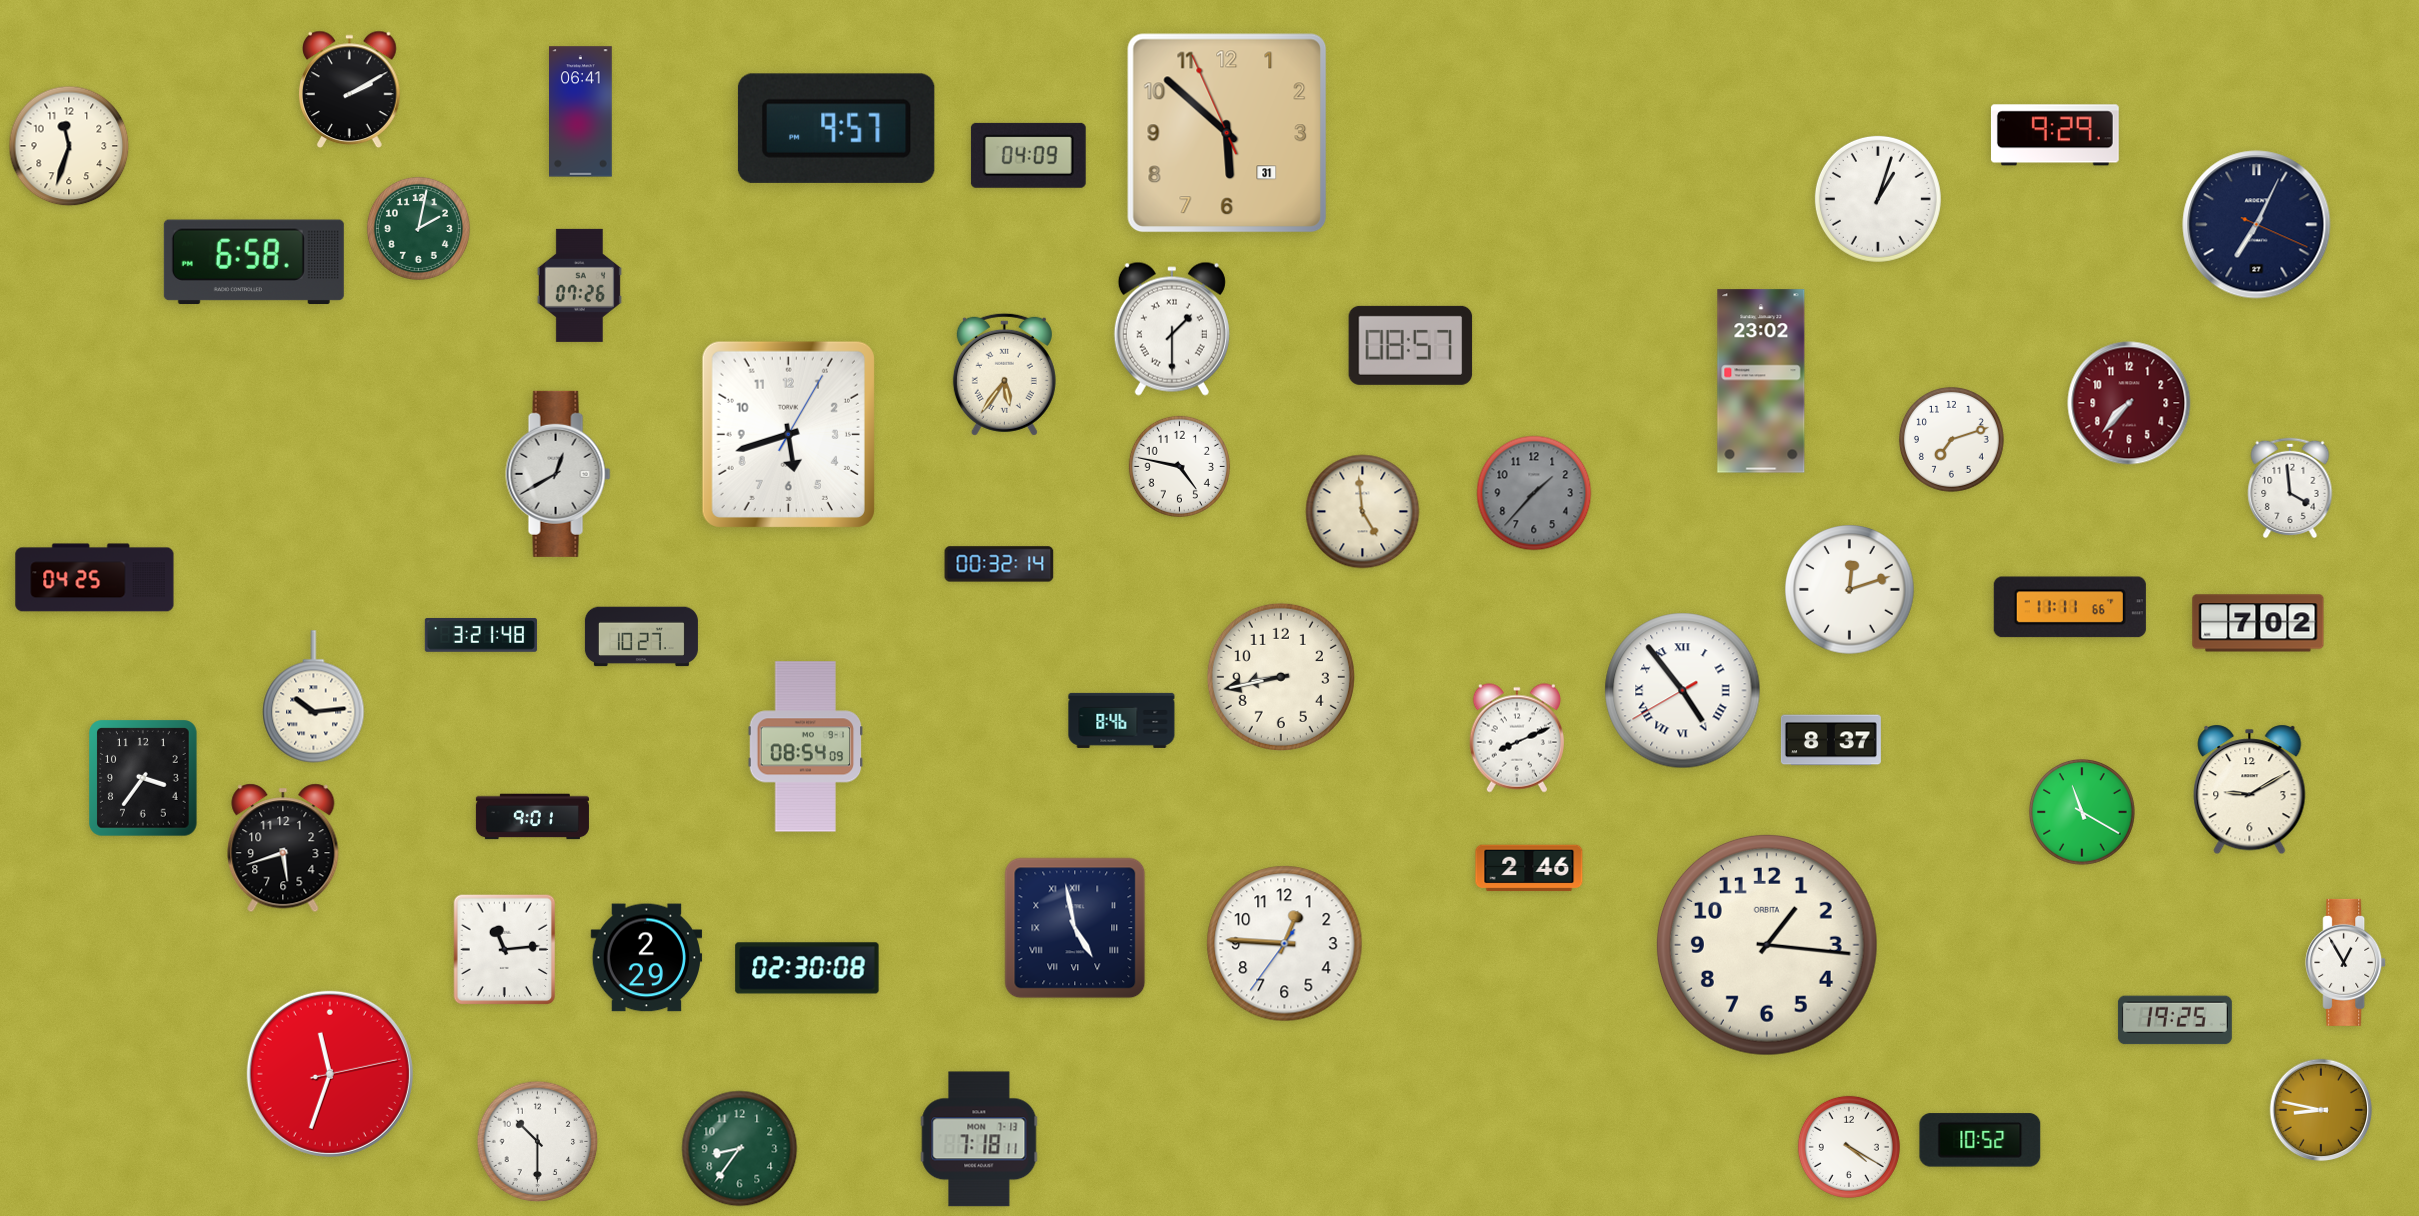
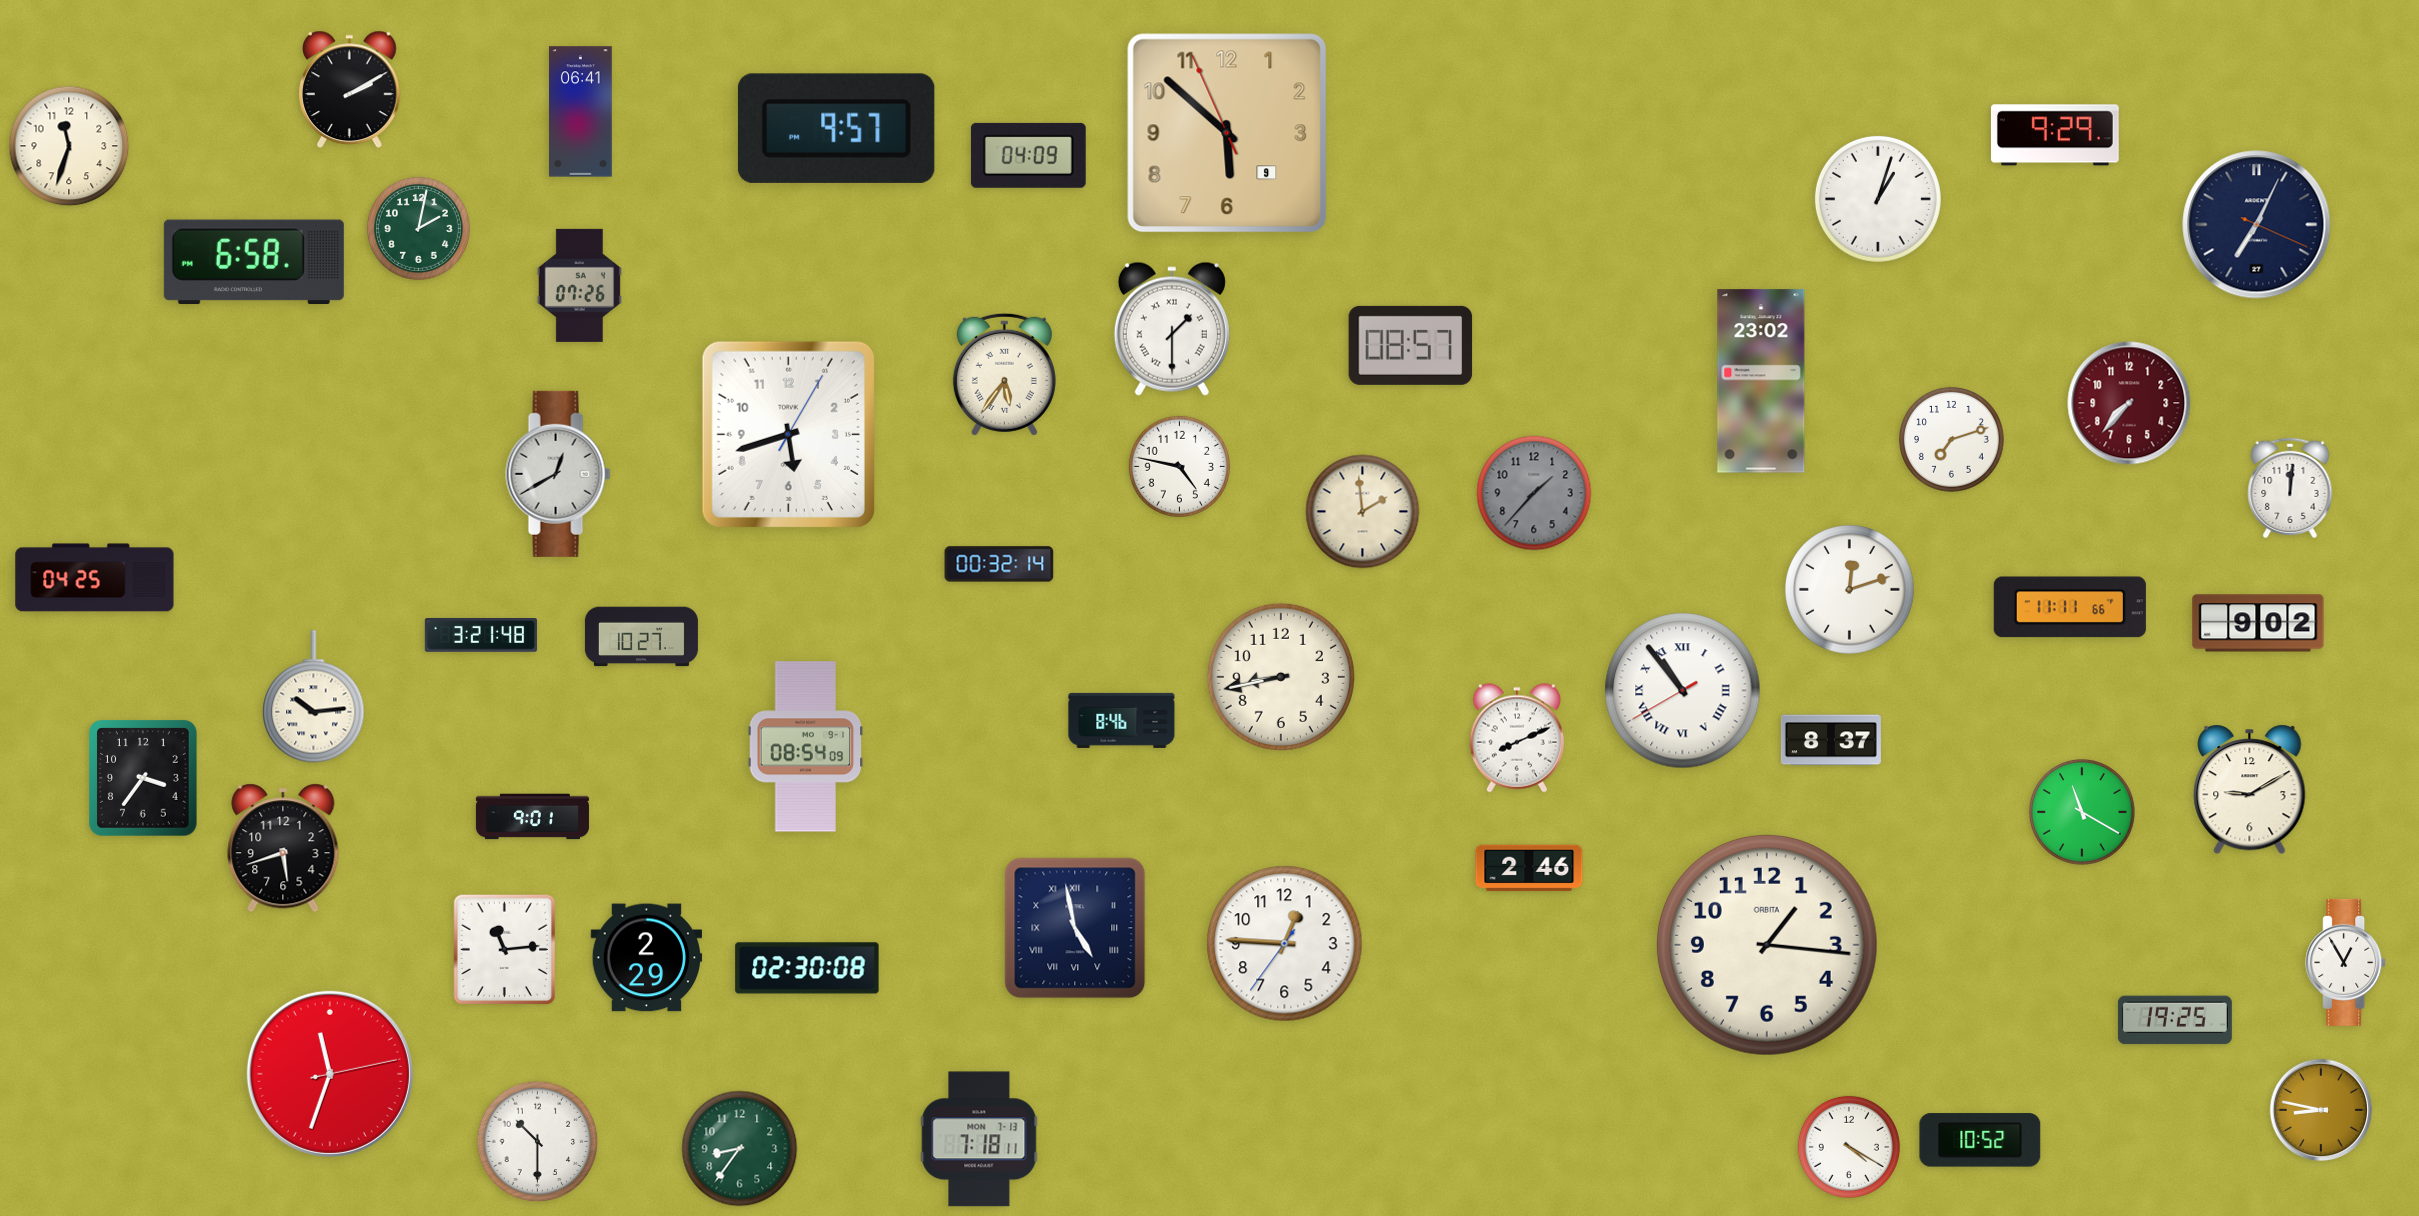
clock at (1227, 133) date: 31 -> 9
clock at (2290, 488): 3:59 -> 12:01
clock at (1363, 512): 4:59 -> 1:59
clock at (2258, 623): 7:02 -> 9:02
clock at (1683, 691): 4:53 -> 10:53
